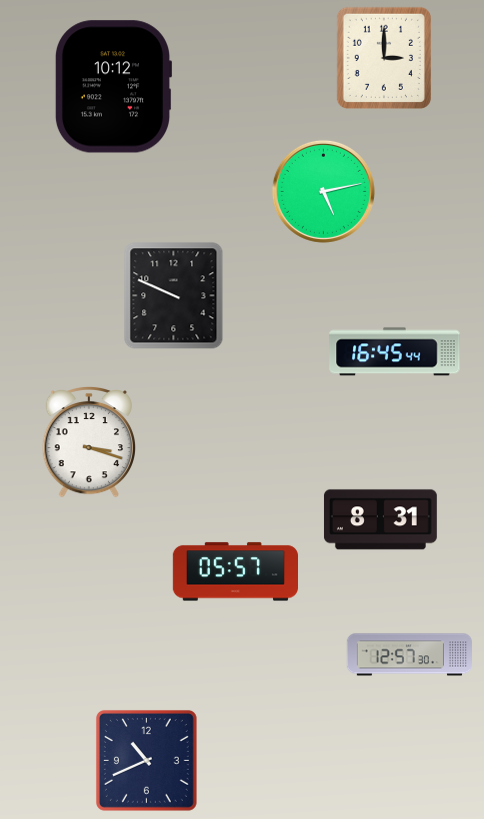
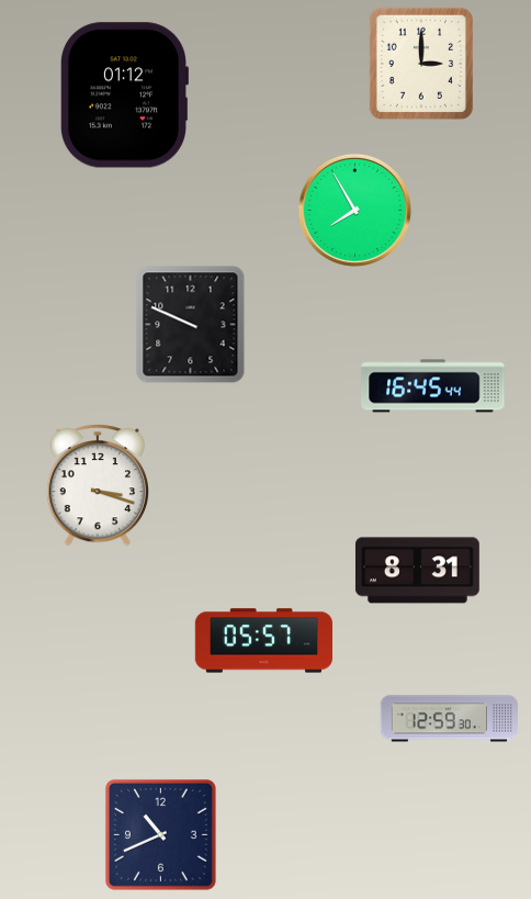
clock at (112, 87): 10:12 -> 01:12
clock at (323, 191): 5:13 -> 7:55
clock at (235, 572) position: (235, 572) -> (263, 641)
clock at (409, 655): 12:57 -> 12:59
